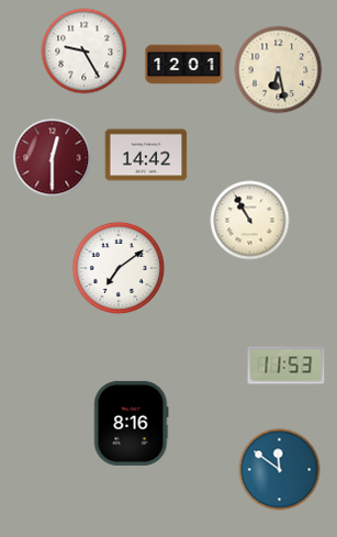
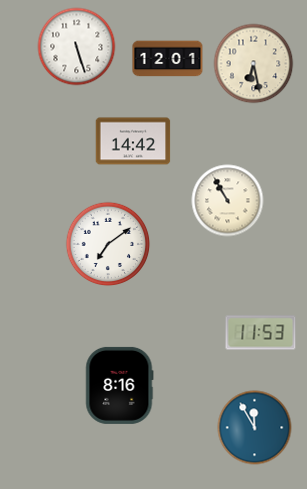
clock at (85, 52): 9:25 -> 5:27
clock at (53, 158): 12:30 -> none
clock at (280, 470): 11:51 -> 11:55
